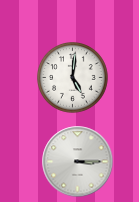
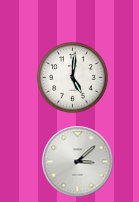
clock at (78, 162): 3:15 -> 3:08
